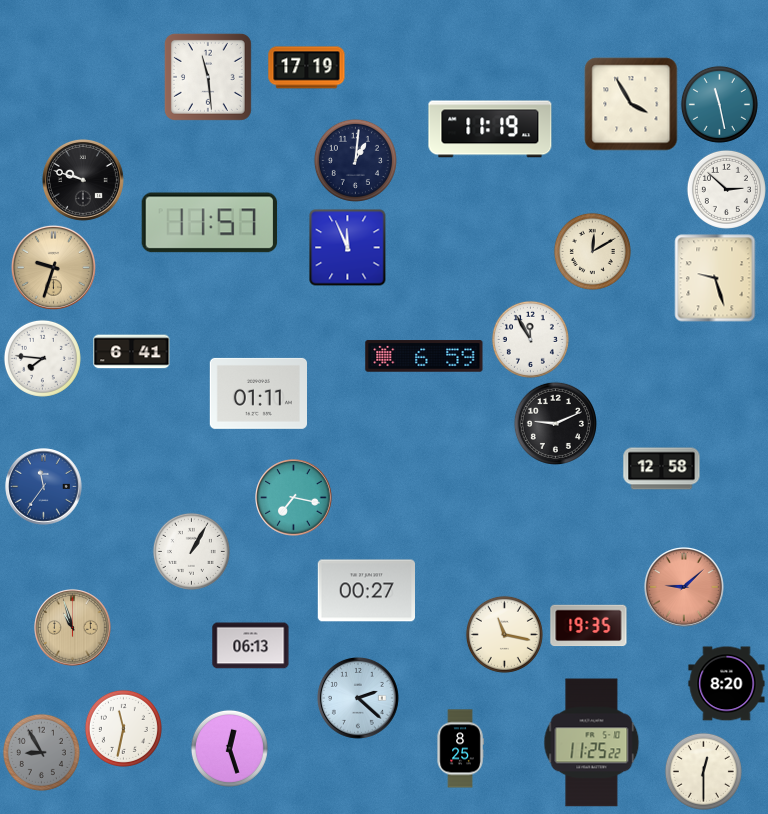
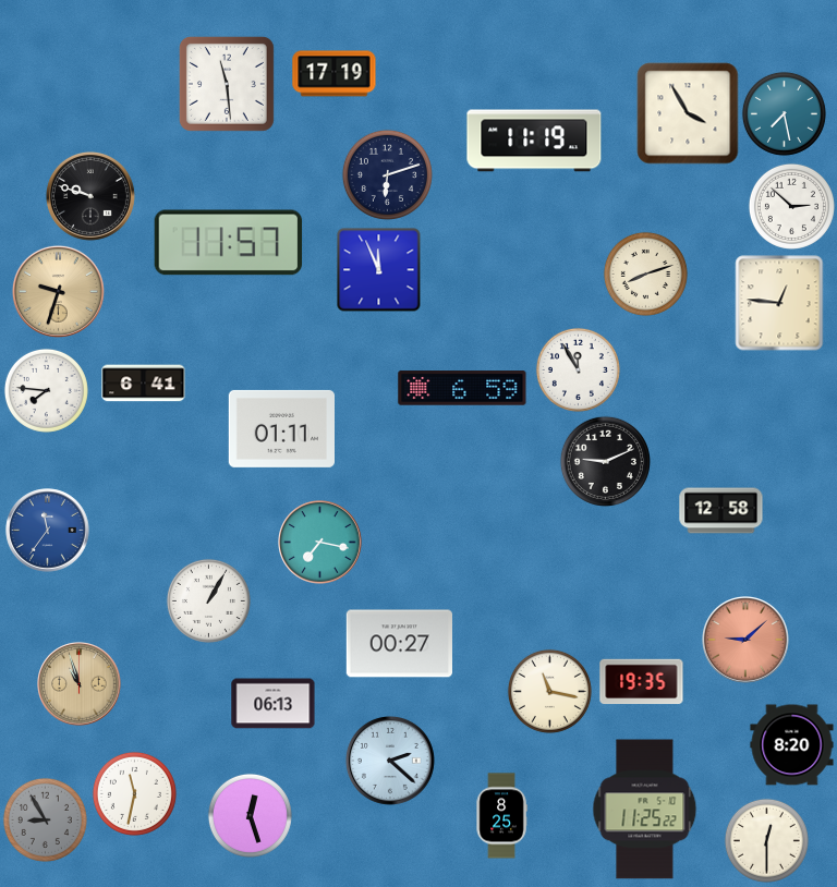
clock at (719, 104): 11:28 -> 7:28
clock at (355, 160): 1:01 -> 6:12
clock at (592, 251): 12:10 -> 8:12
clock at (715, 278): 9:27 -> 12:46
